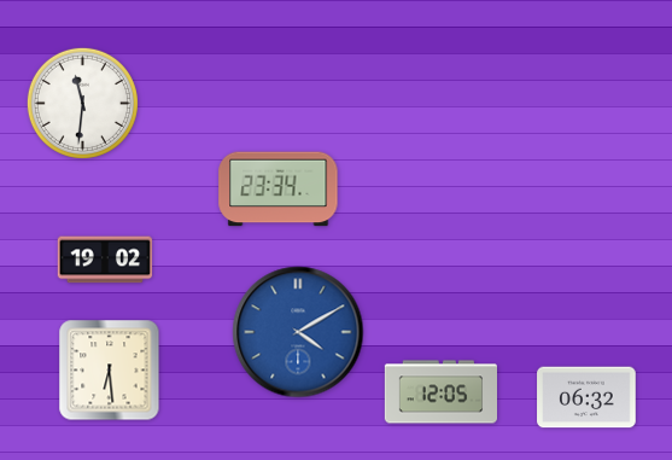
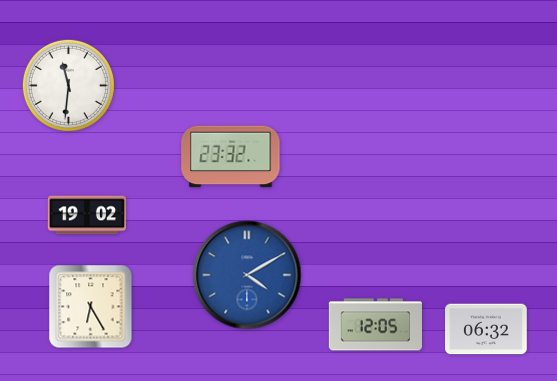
clock at (279, 190): 23:34 -> 23:32
clock at (110, 371): 6:29 -> 6:25
clock at (440, 392) position: (440, 392) -> (375, 325)
